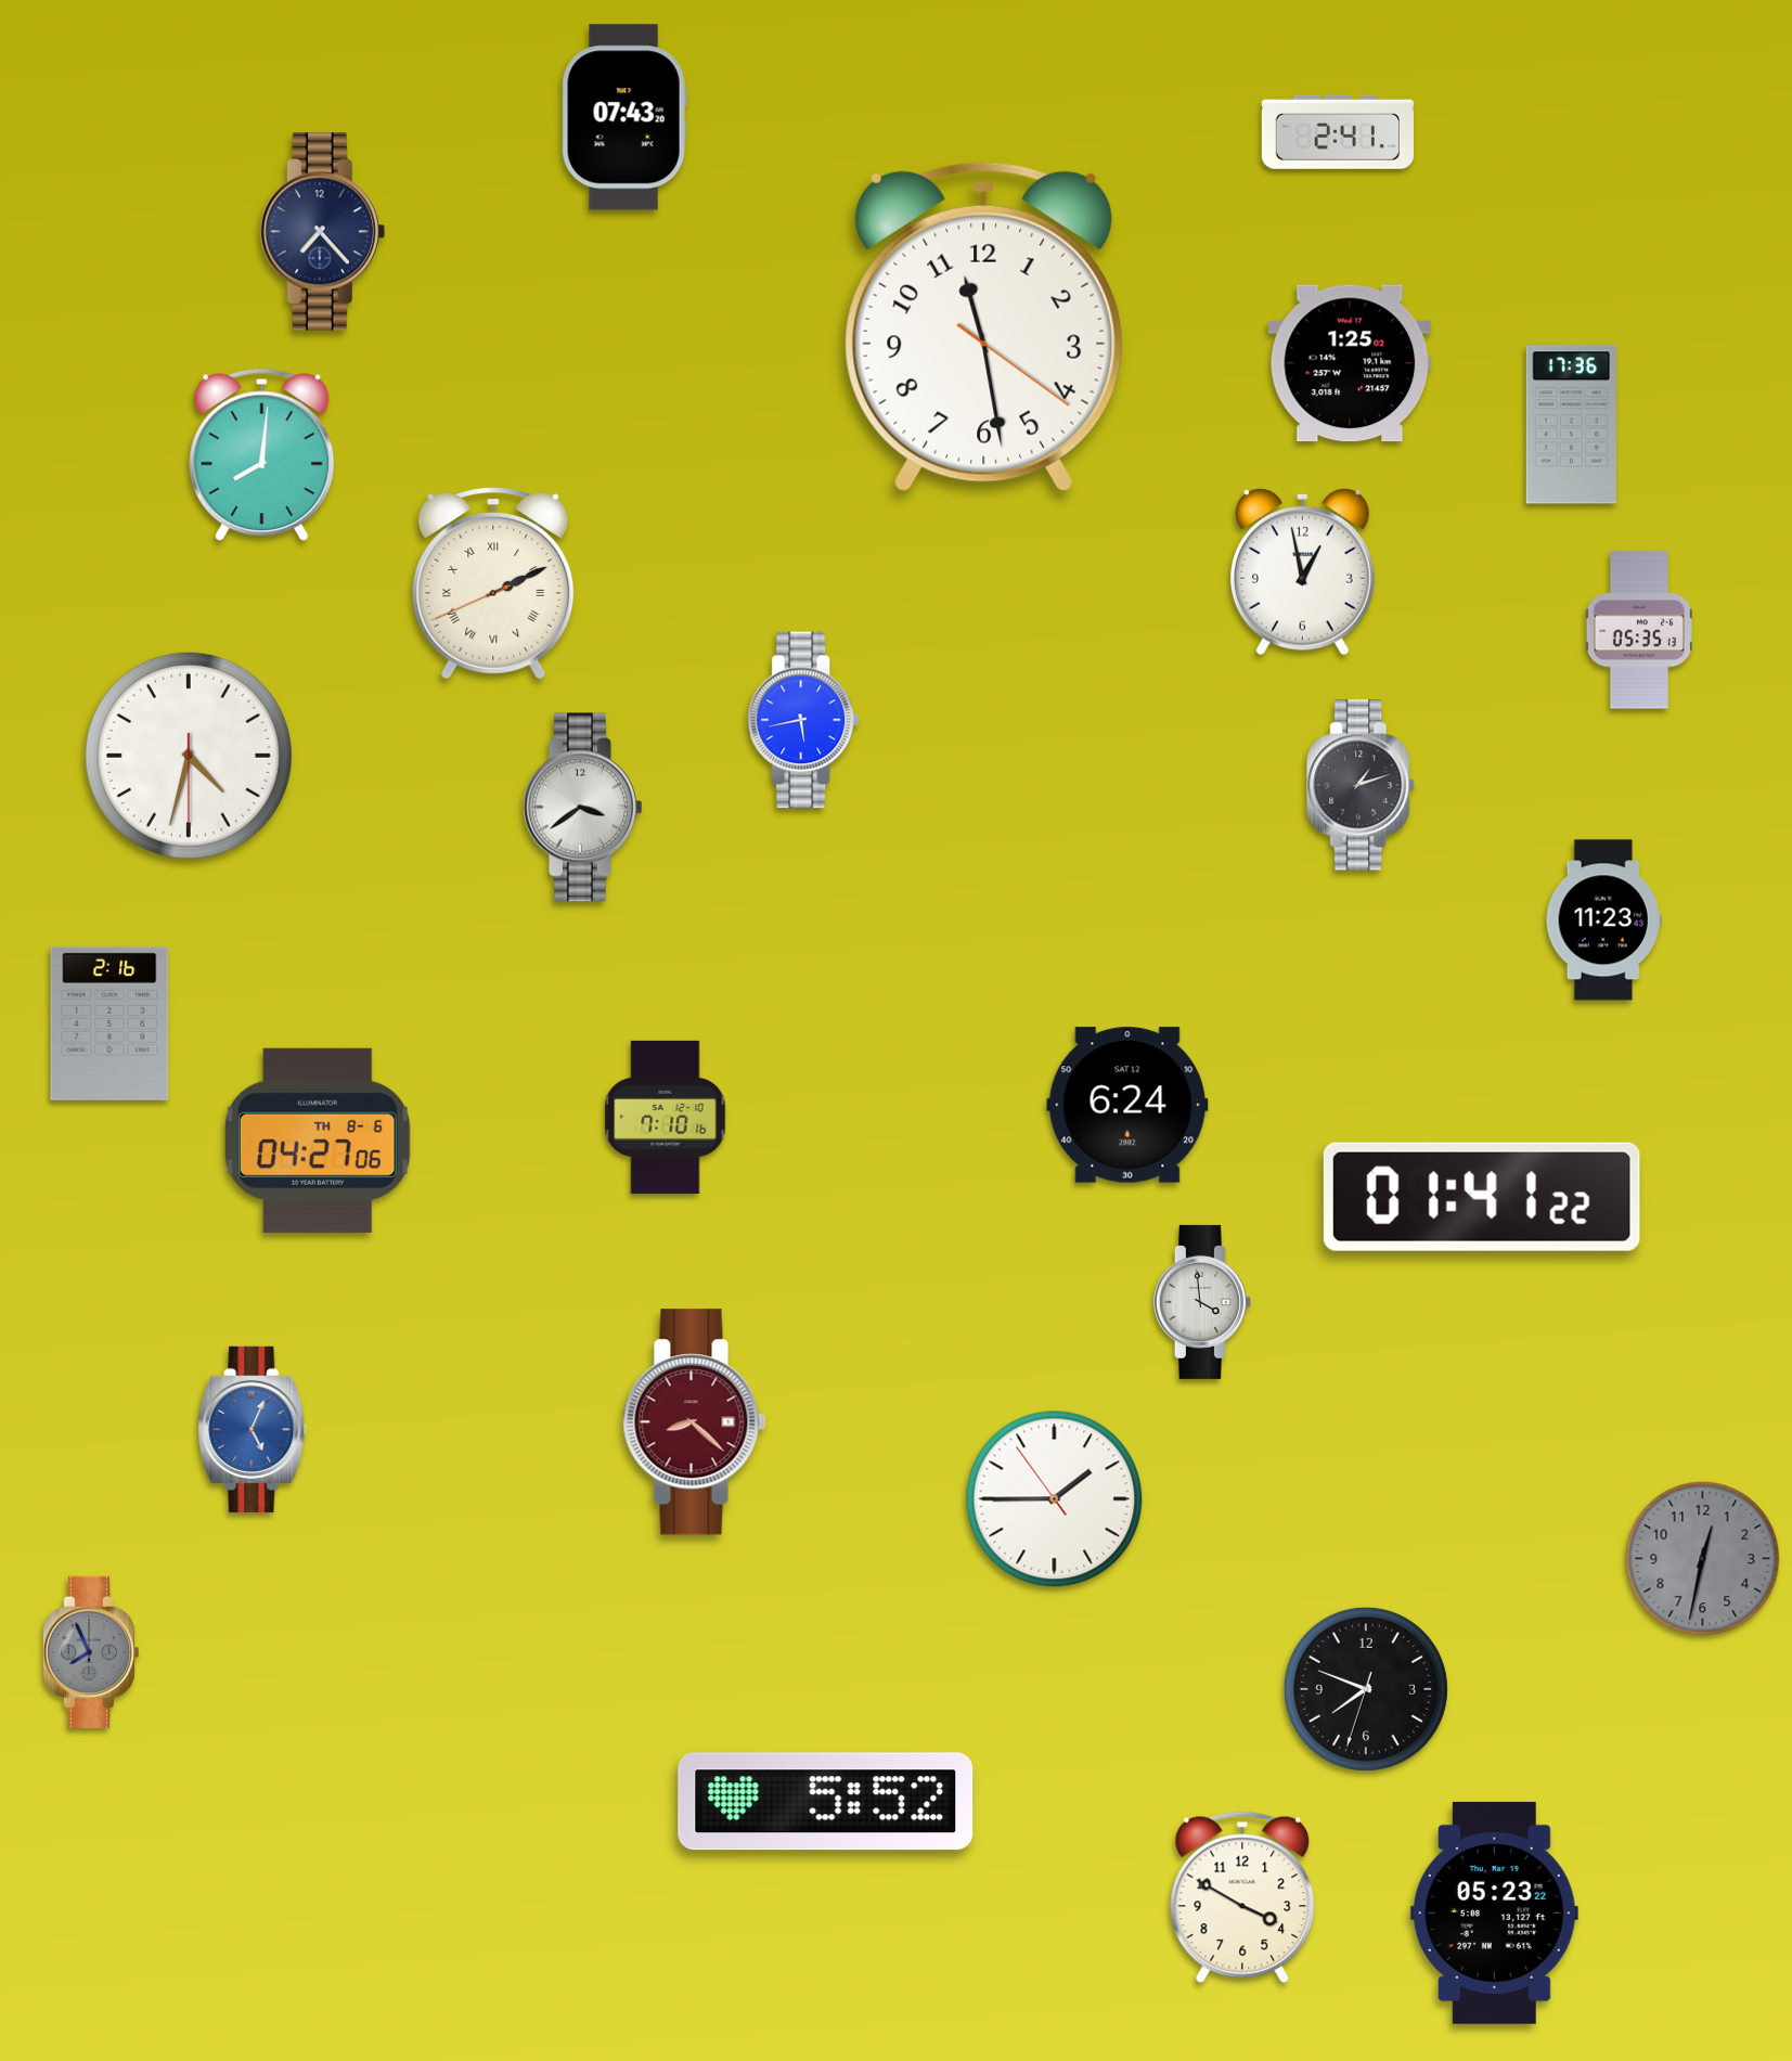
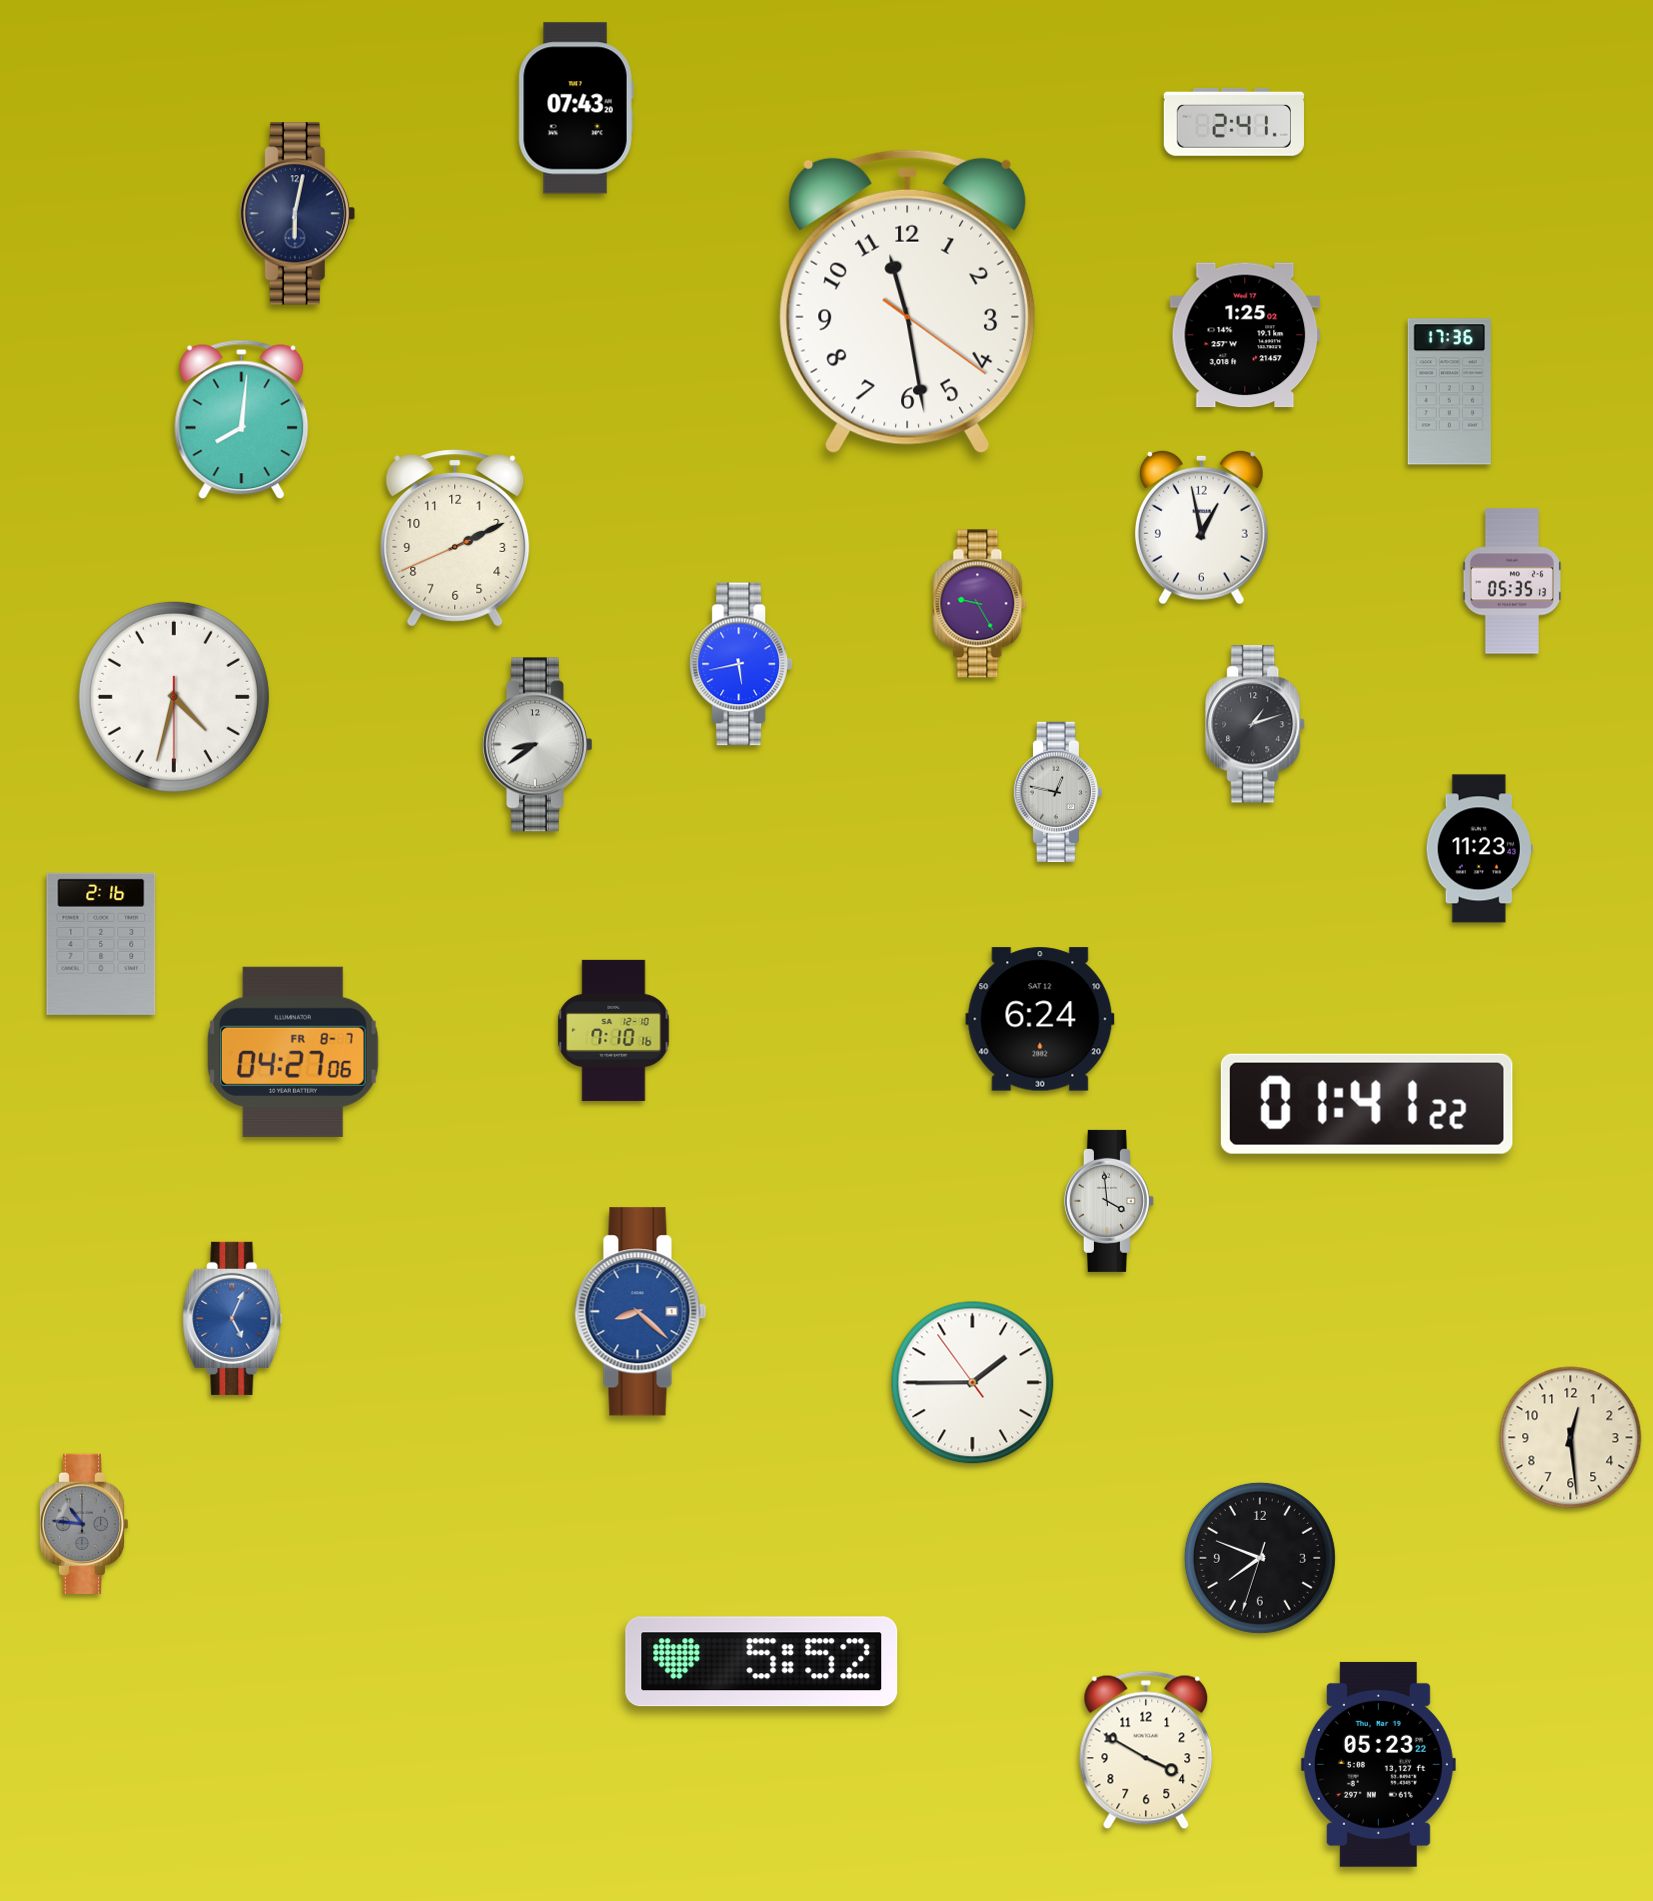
clock at (322, 232): 7:23 -> 6:02
clock at (493, 583) numerals: Roman -> Arabic
clock at (980, 604): none -> 9:25
clock at (583, 808): 3:39 -> 8:39
clock at (1058, 792): none -> 12:47
clock at (318, 1141) date: TH 8-6 -> FR 8-7
clock at (695, 1422) dial: burgundy -> blue
clock at (1703, 1559): 12:32 -> 12:29
clock at (1703, 1559) dial: grey -> cream
clock at (91, 1652): 7:56 -> 10:46
